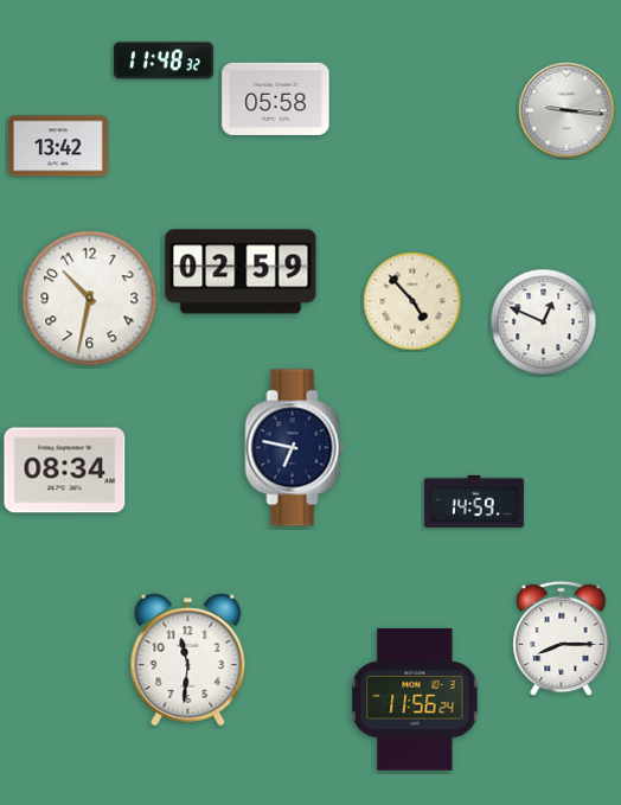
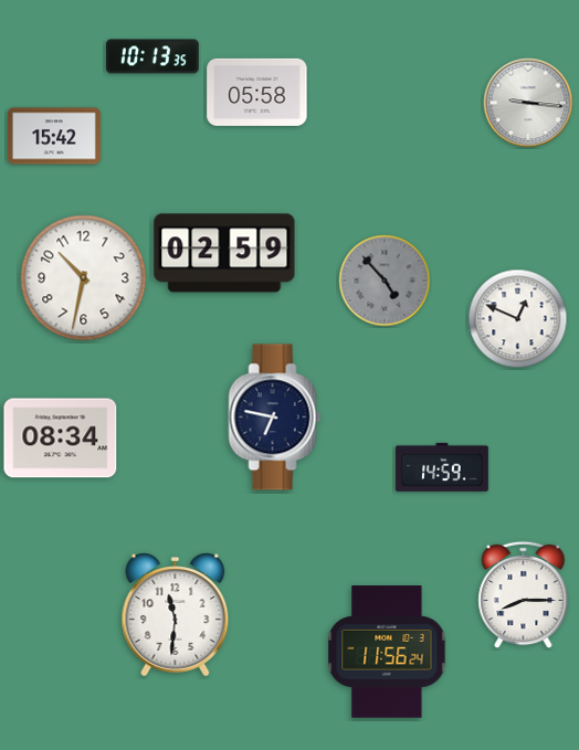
clock at (164, 60): 11:48 -> 10:13
clock at (58, 146): 13:42 -> 15:42
clock at (412, 301) dial: cream -> grey
clock at (544, 322) position: (544, 322) -> (518, 319)
